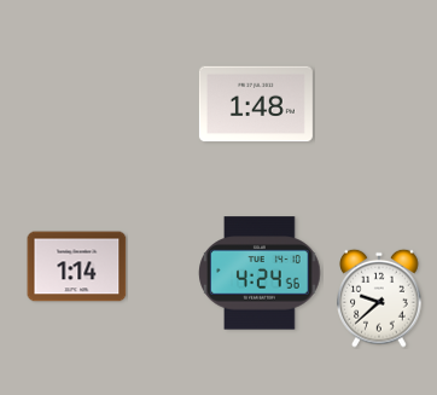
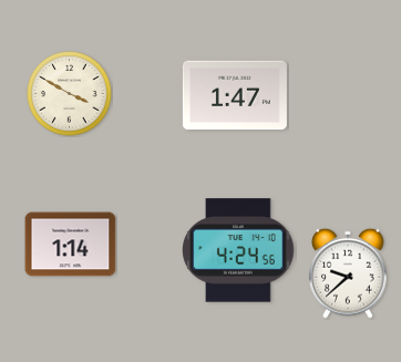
clock at (70, 94): none -> 3:50
clock at (256, 104): 1:48 -> 1:47
